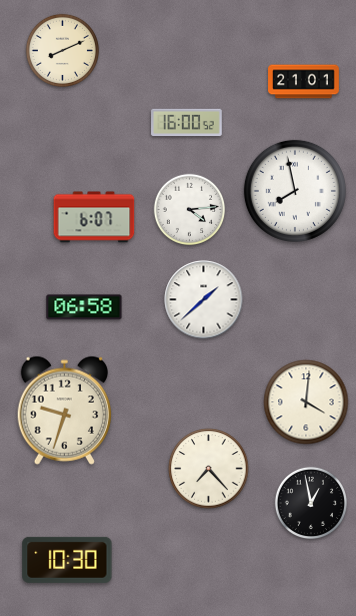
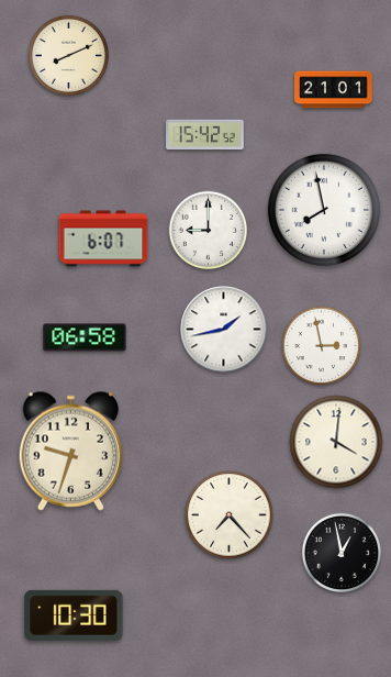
clock at (187, 123): 16:00 -> 15:42
clock at (190, 210): 4:14 -> 9:00
clock at (204, 300): 1:38 -> 1:43
clock at (84, 307) position: (84, 307) -> (85, 337)
clock at (322, 346): none -> 2:58
